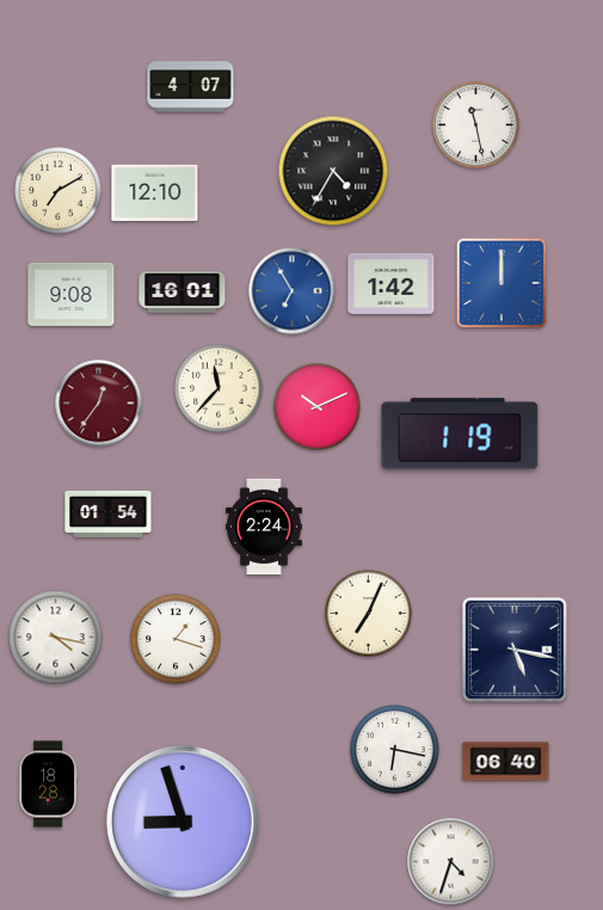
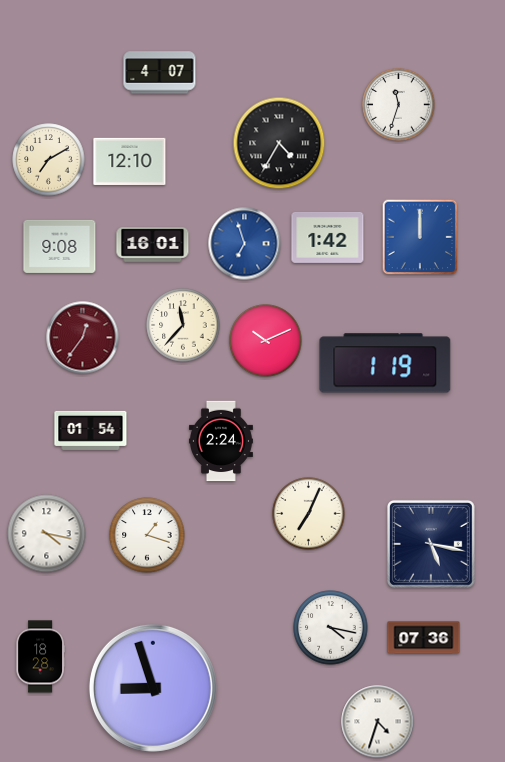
clock at (476, 125): 11:28 -> 11:33
clock at (293, 291): 6:55 -> 6:57
clock at (395, 750): 6:17 -> 4:17
clock at (506, 762): 06:40 -> 07:36
